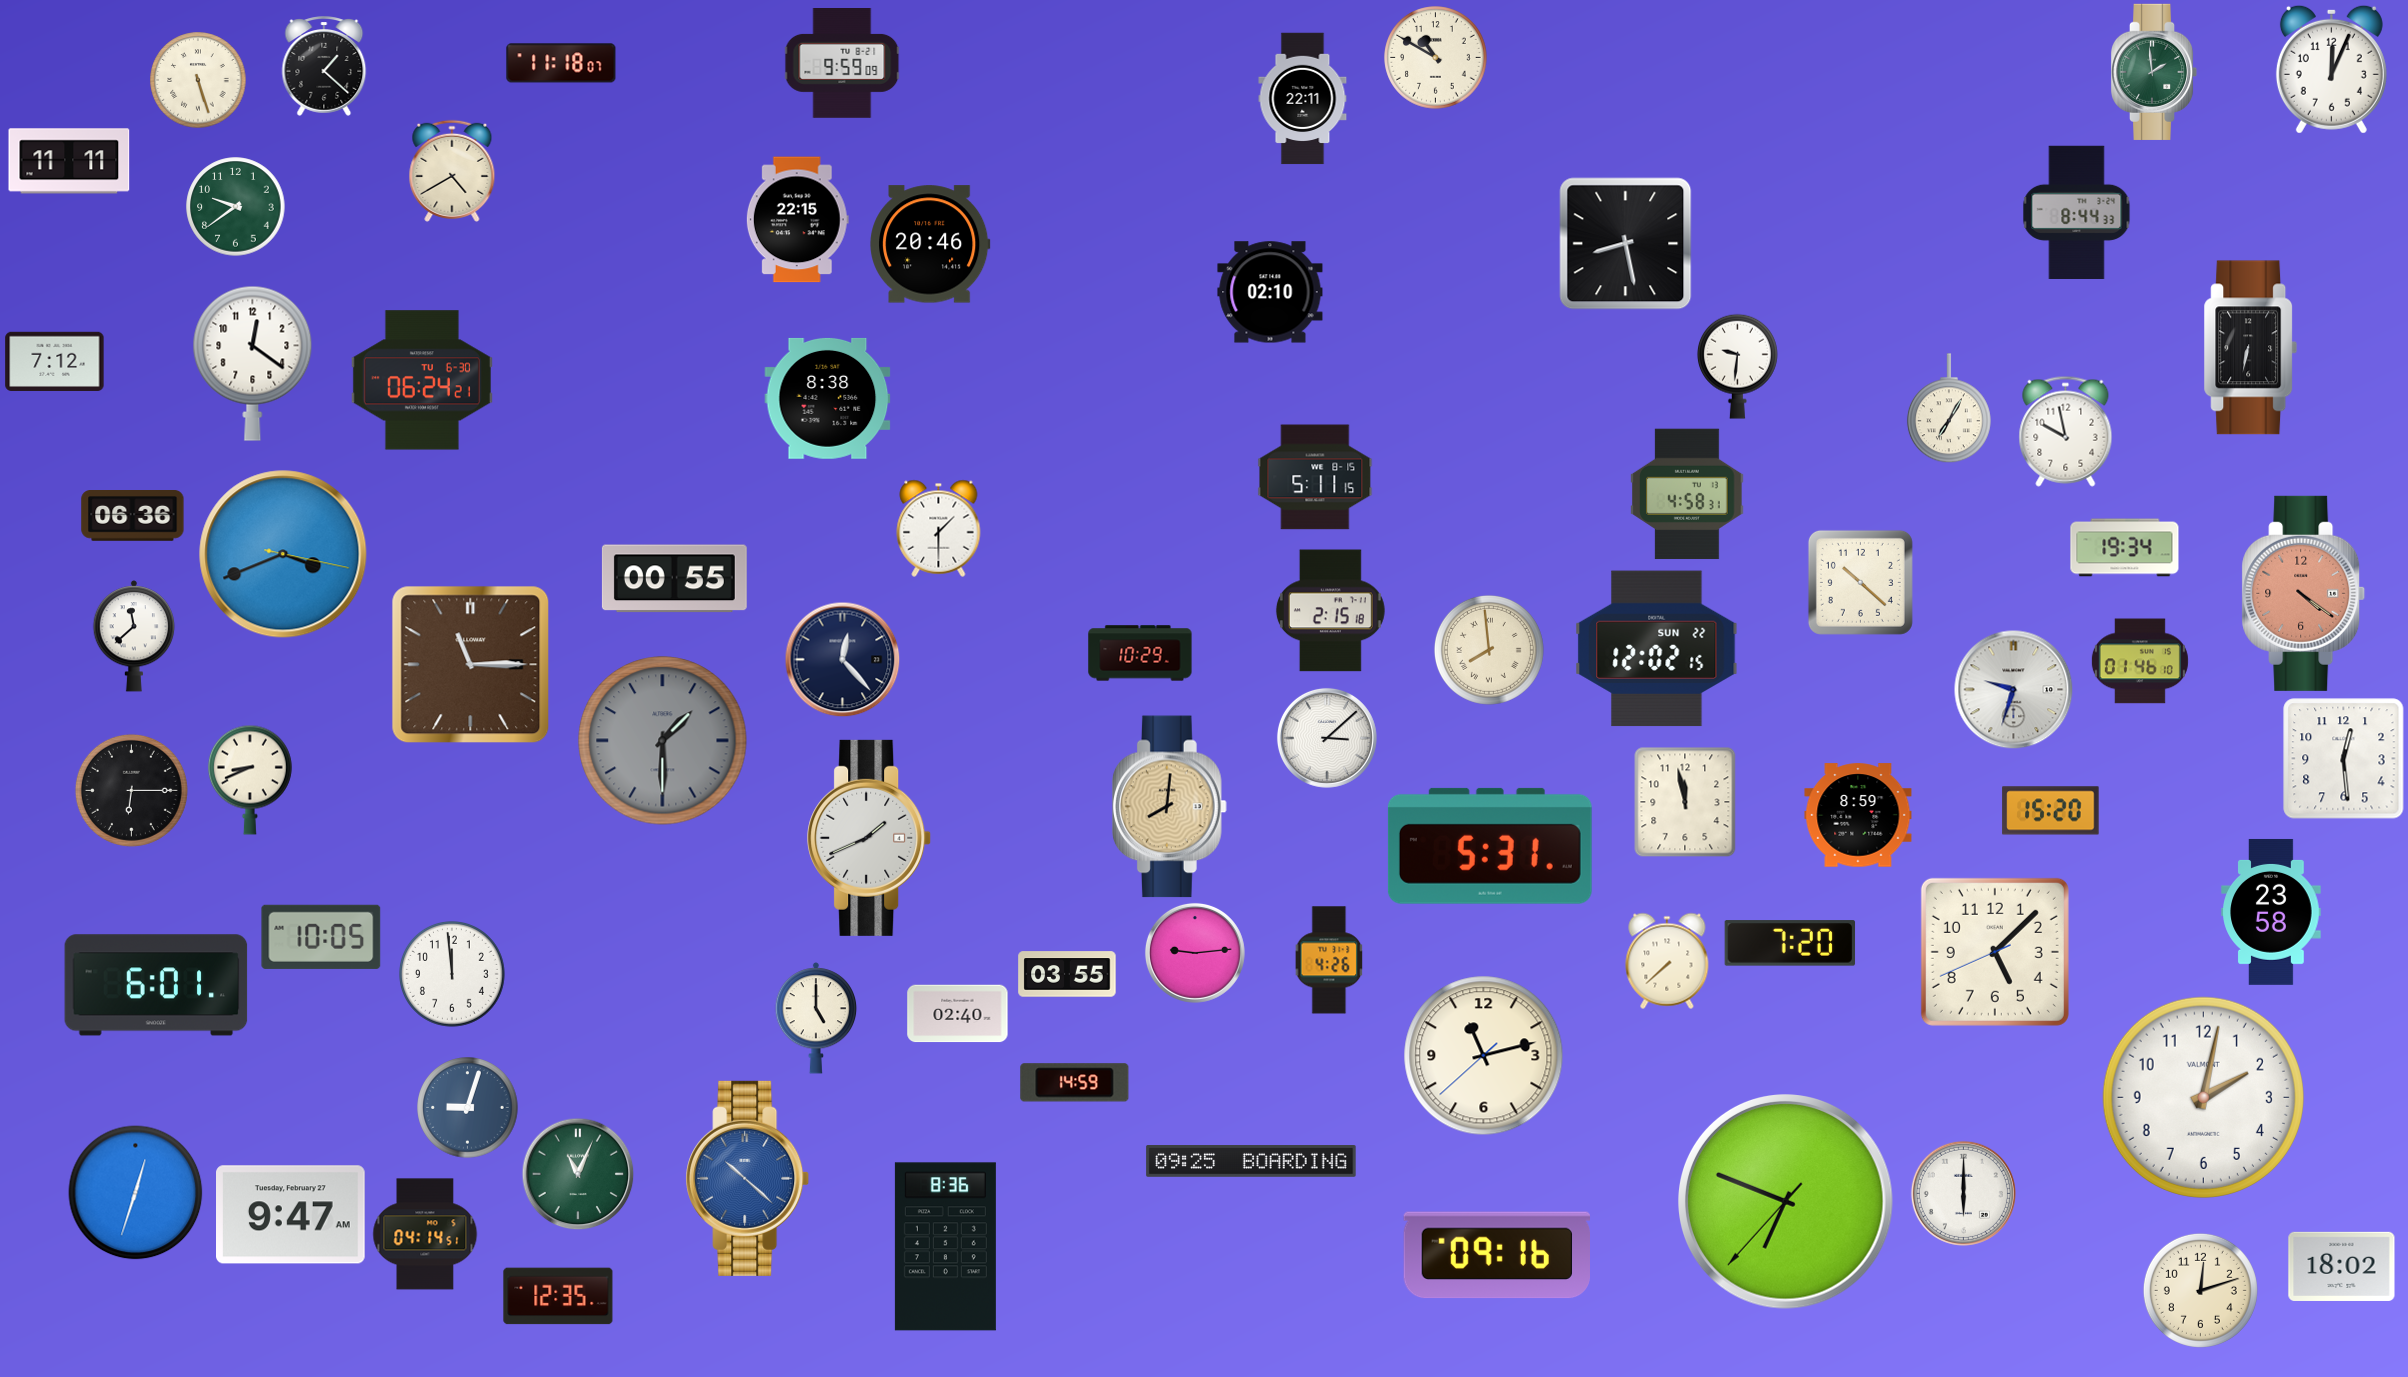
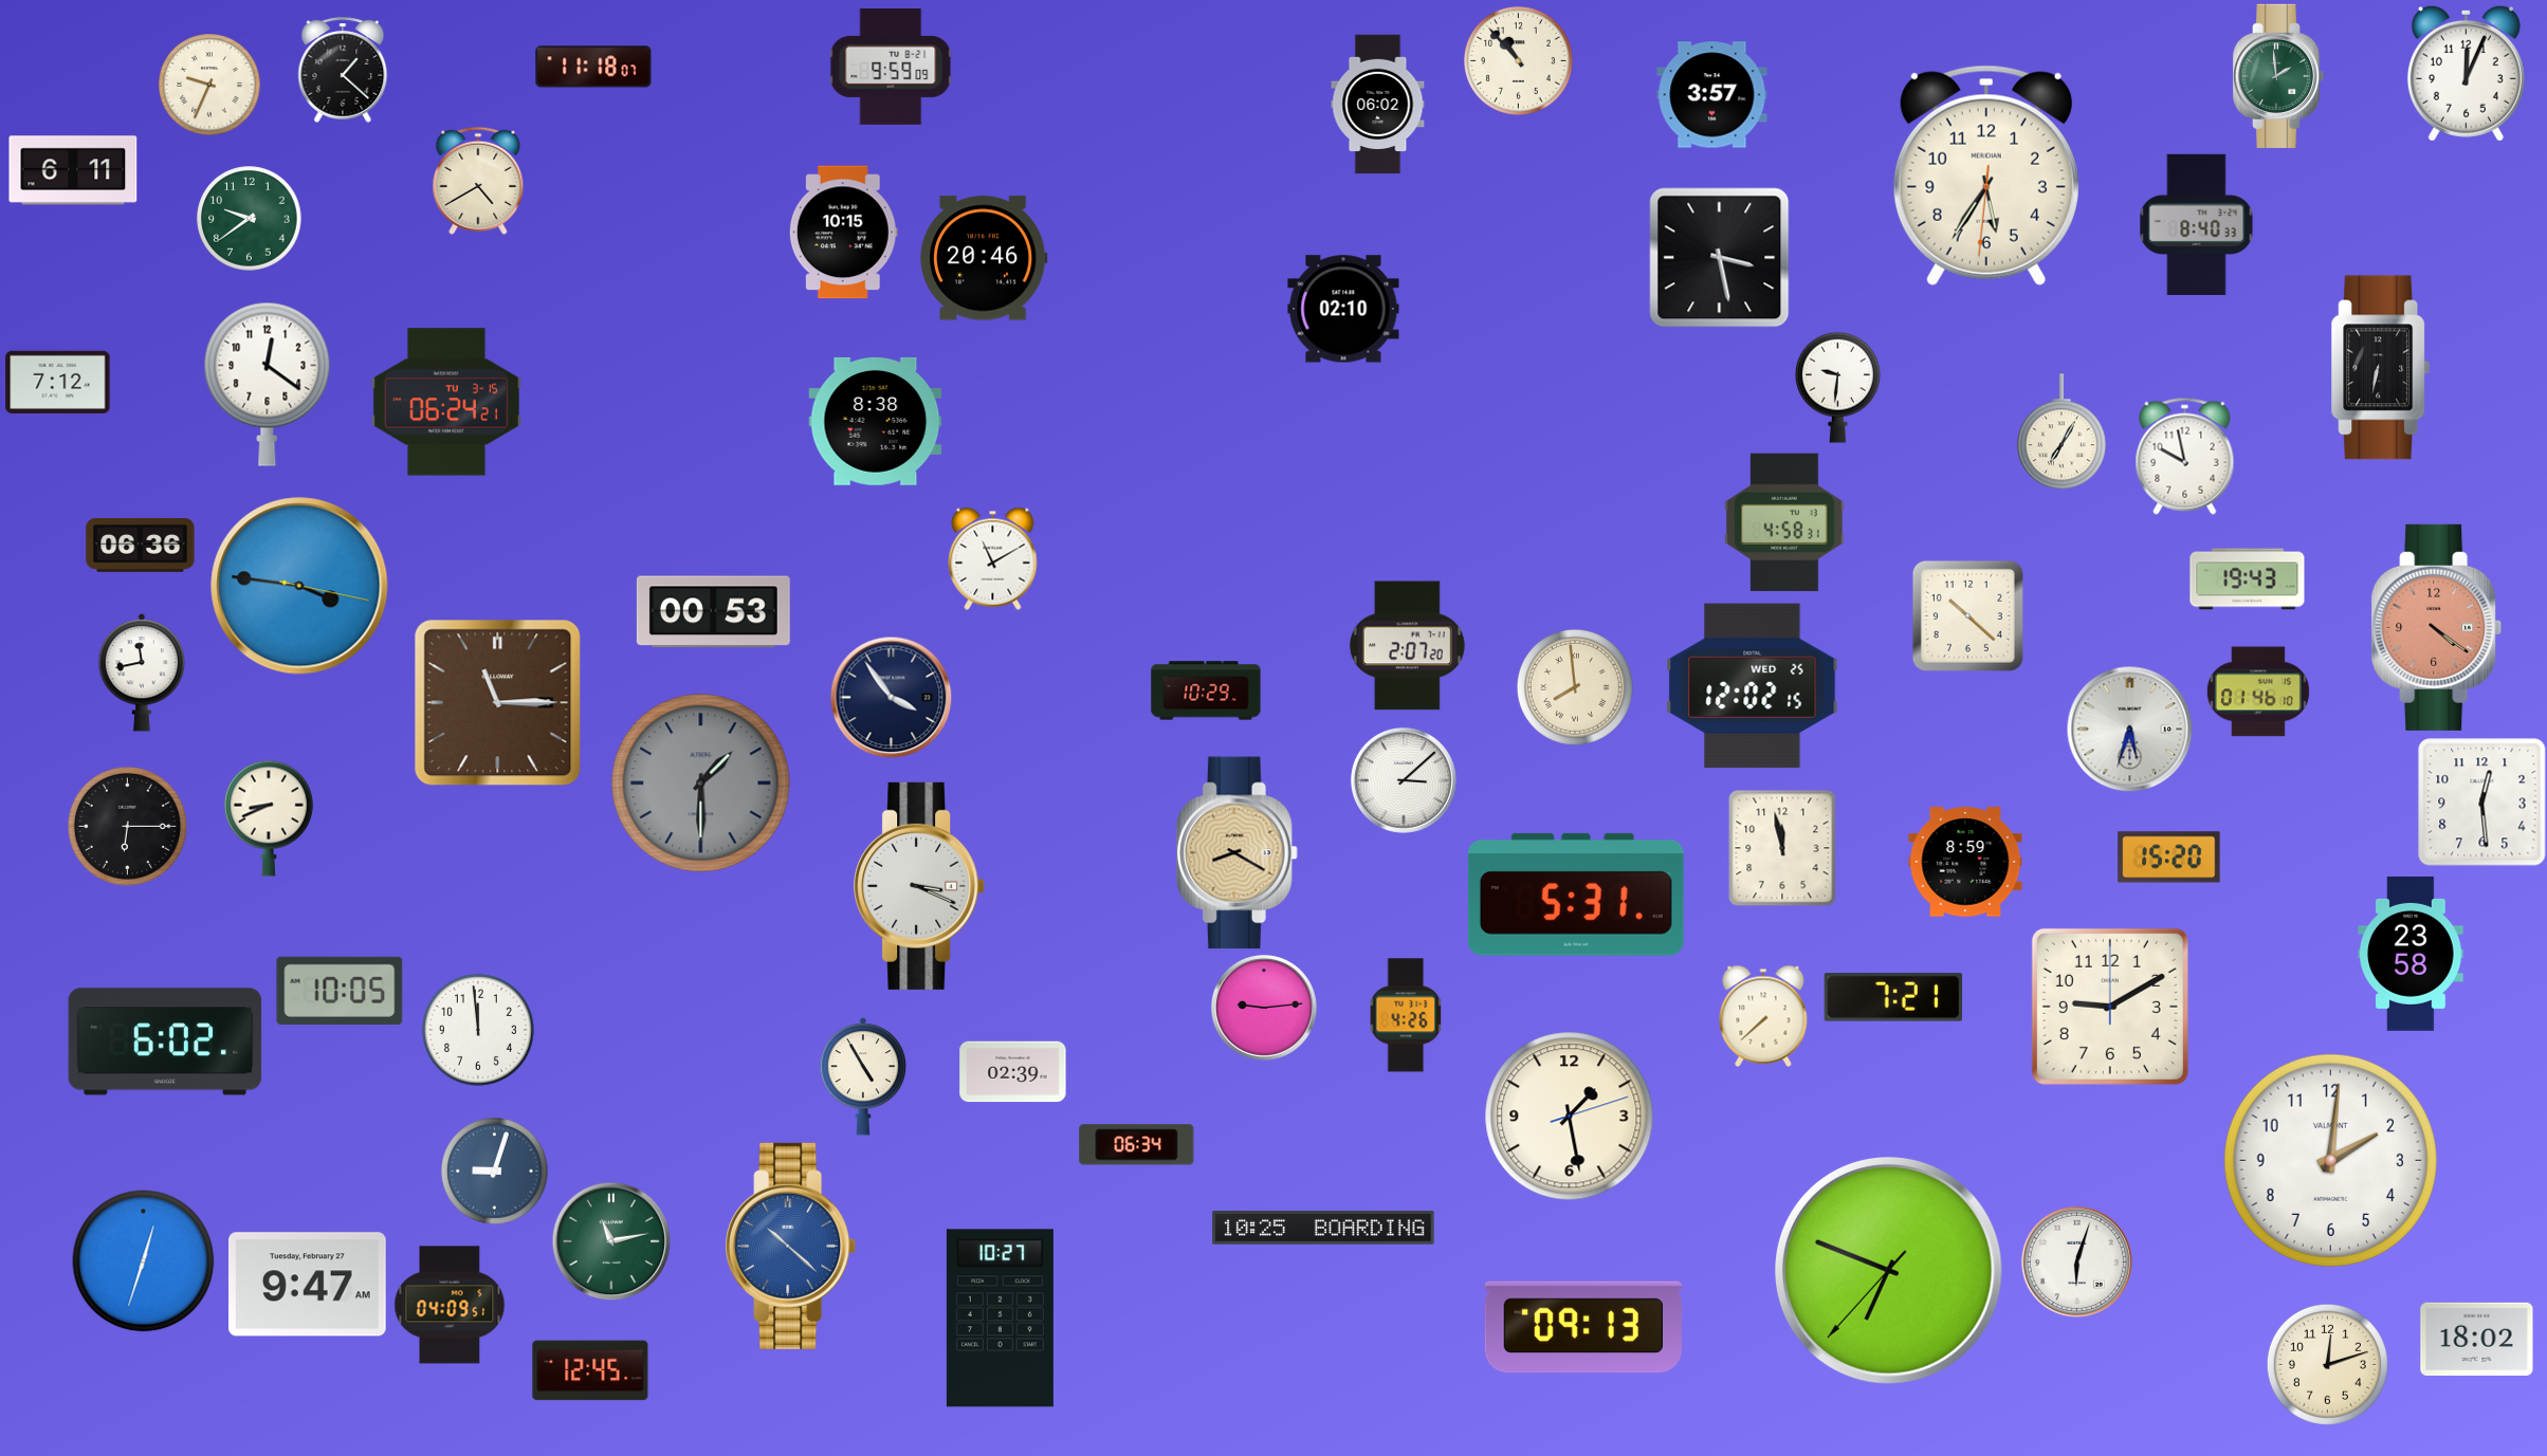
clock at (1436, 58): 10:50 -> 10:53
clock at (198, 80): 5:27 -> 9:34
clock at (1712, 95): none -> 3:57
clock at (1303, 99): 22:11 -> 06:02
clock at (69, 161): 11:11 -> 6:11
clock at (1986, 176): none -> 5:35
clock at (2077, 212): 8:44 -> 8:40
clock at (797, 220): 22:15 -> 10:15
clock at (1626, 244): 8:28 -> 3:28
clock at (422, 380) date: TU 6-30 -> TU 3-15
clock at (1315, 477): 5:11 -> none
clock at (939, 528): 1:30 -> 11:10
clock at (2125, 548): 19:34 -> 19:43
clock at (283, 554): 3:41 -> 3:46
clock at (674, 579): 00:55 -> 00:53
clock at (1330, 611): 2:15 -> 2:07
clock at (134, 636): 11:38 -> 11:43
clock at (1657, 649) date: SUN 22 -> WED 25
clock at (842, 659): 12:23 -> 3:54
clock at (2140, 661) position: (2140, 661) -> (2258, 692)
clock at (2014, 690): 9:33 -> 5:33
clock at (2344, 759) position: (2344, 759) -> (2482, 803)
clock at (250, 780) position: (250, 780) -> (269, 818)
clock at (131, 790) position: (131, 790) -> (127, 826)
clock at (1170, 807): 8:01 -> 8:20
clock at (870, 838): 1:41 -> 3:19
clock at (2271, 912) position: (2271, 912) -> (2411, 954)
clock at (1790, 943): 7:20 -> 7:21
clock at (1995, 952): 5:07 -> 9:10
clock at (1067, 974): 03:55 -> none
clock at (156, 985): 6:01 -> 6:02
clock at (958, 1014): 02:40 -> 02:39
clock at (816, 1018): 5:00 -> 4:55
clock at (1484, 1056): 11:12 -> 1:28
clock at (1075, 1083): 14:59 -> 06:34
clock at (2203, 1097): 2:02 -> 2:01
clock at (1251, 1162): 09:25 -> 10:25
clock at (578, 1174): 11:04 -> 11:13
clock at (1963, 1193): 6:00 -> 6:03
clock at (425, 1234): 04:14 -> 04:09
clock at (945, 1247): 8:36 -> 10:27
clock at (1496, 1255): 09:16 -> 09:13
clock at (558, 1296): 12:35 -> 12:45
